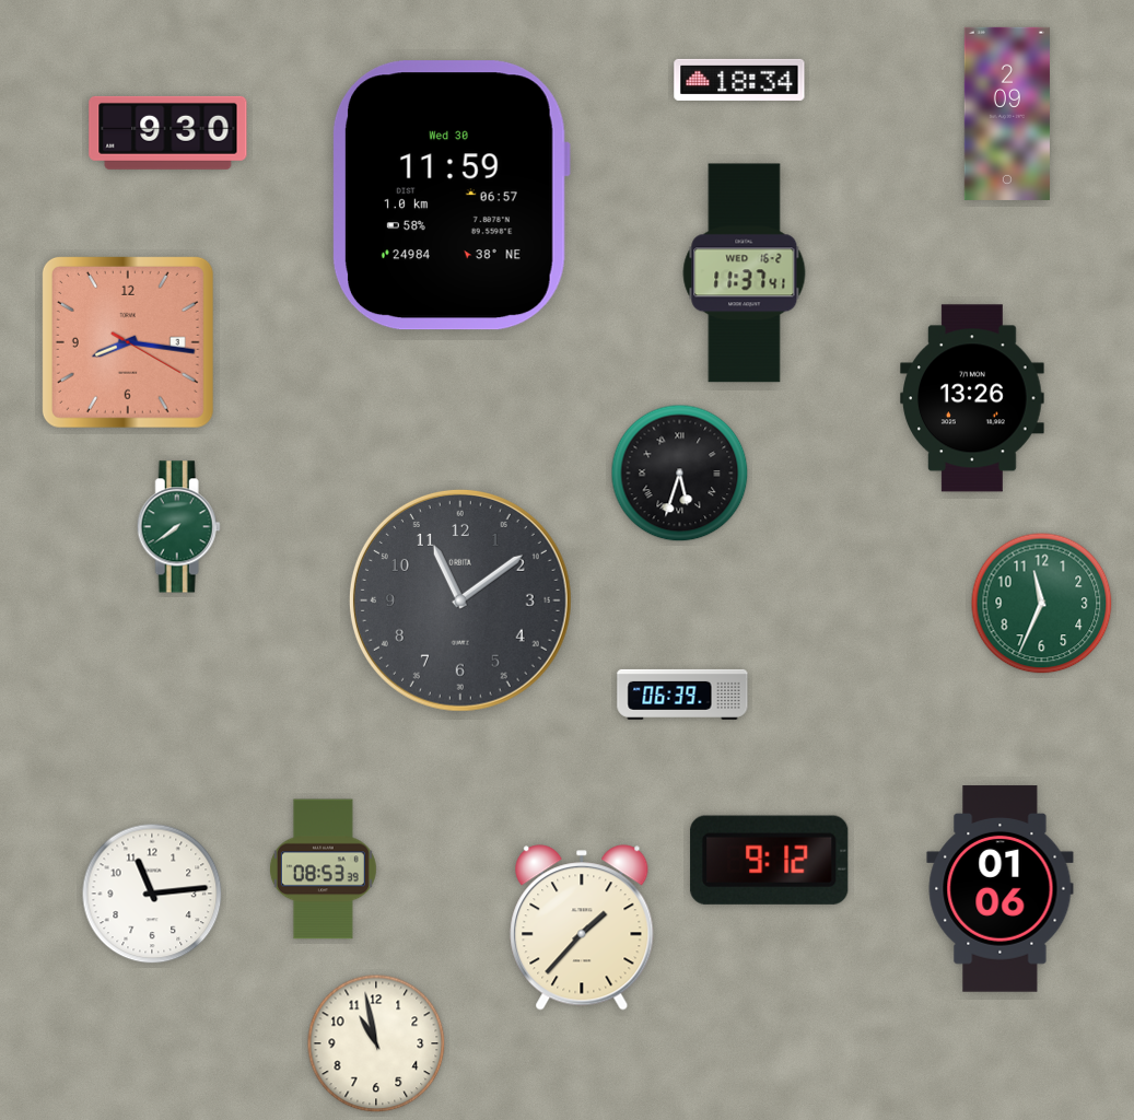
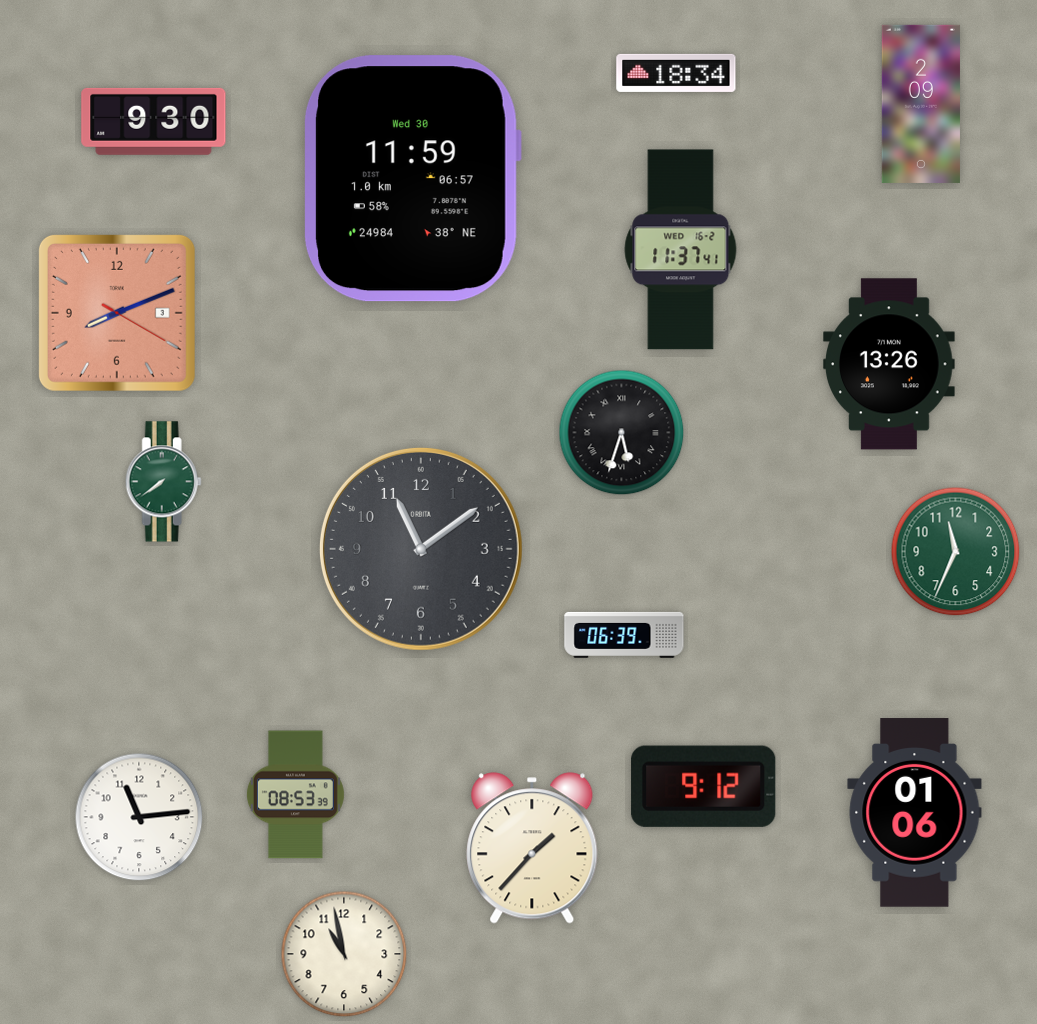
clock at (128, 342): 8:16 -> 8:11
clock at (1042, 604) position: (1042, 604) -> (956, 552)
